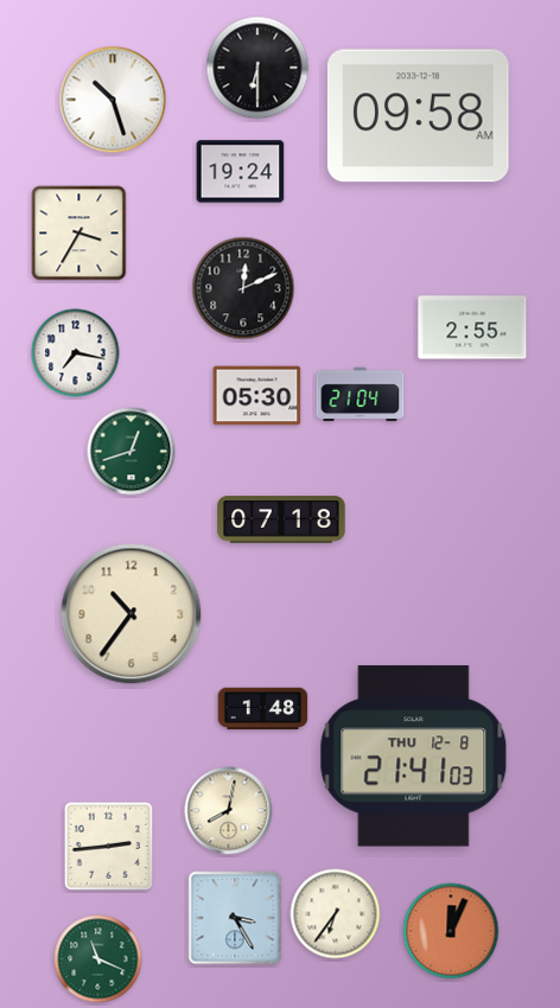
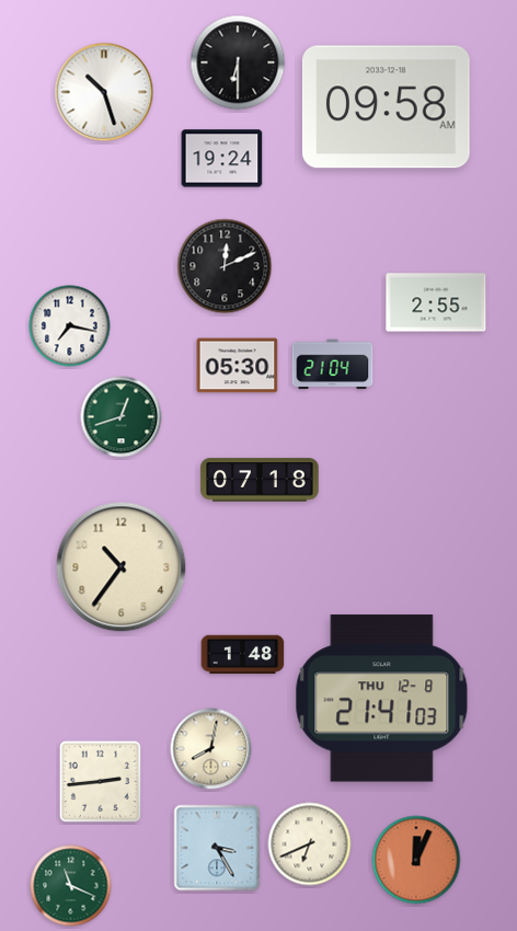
clock at (79, 234): 3:35 -> none
clock at (336, 914): 6:36 -> 6:41
clock at (98, 959) position: (98, 959) -> (71, 886)
